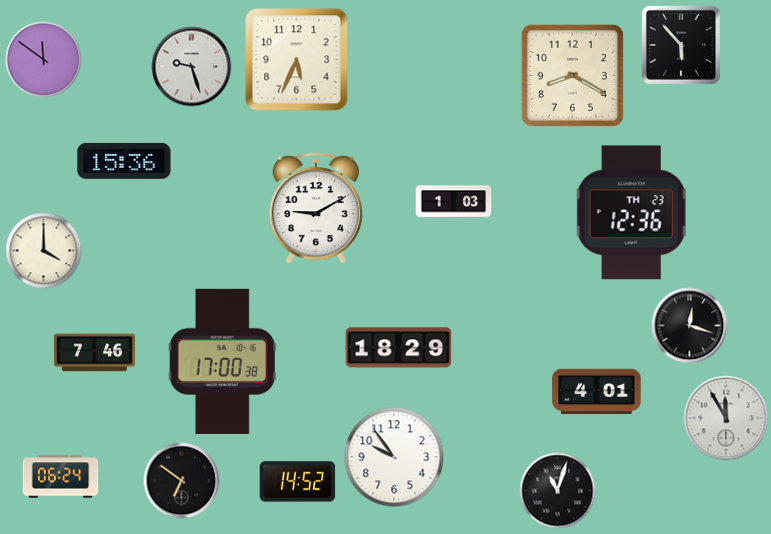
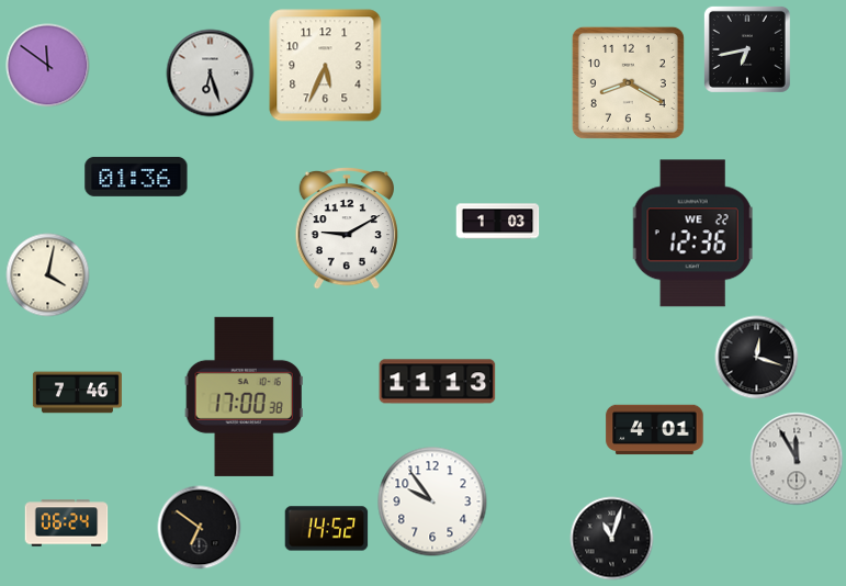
clock at (681, 45): 5:53 -> 6:43
clock at (192, 67): 9:27 -> 6:27
clock at (124, 161): 15:36 -> 01:36
clock at (631, 213) date: TH 23 -> WE 22
clock at (44, 251): 4:00 -> 4:02
clock at (399, 348): 18:29 -> 11:13
clock at (94, 353) position: (94, 353) -> (77, 393)
